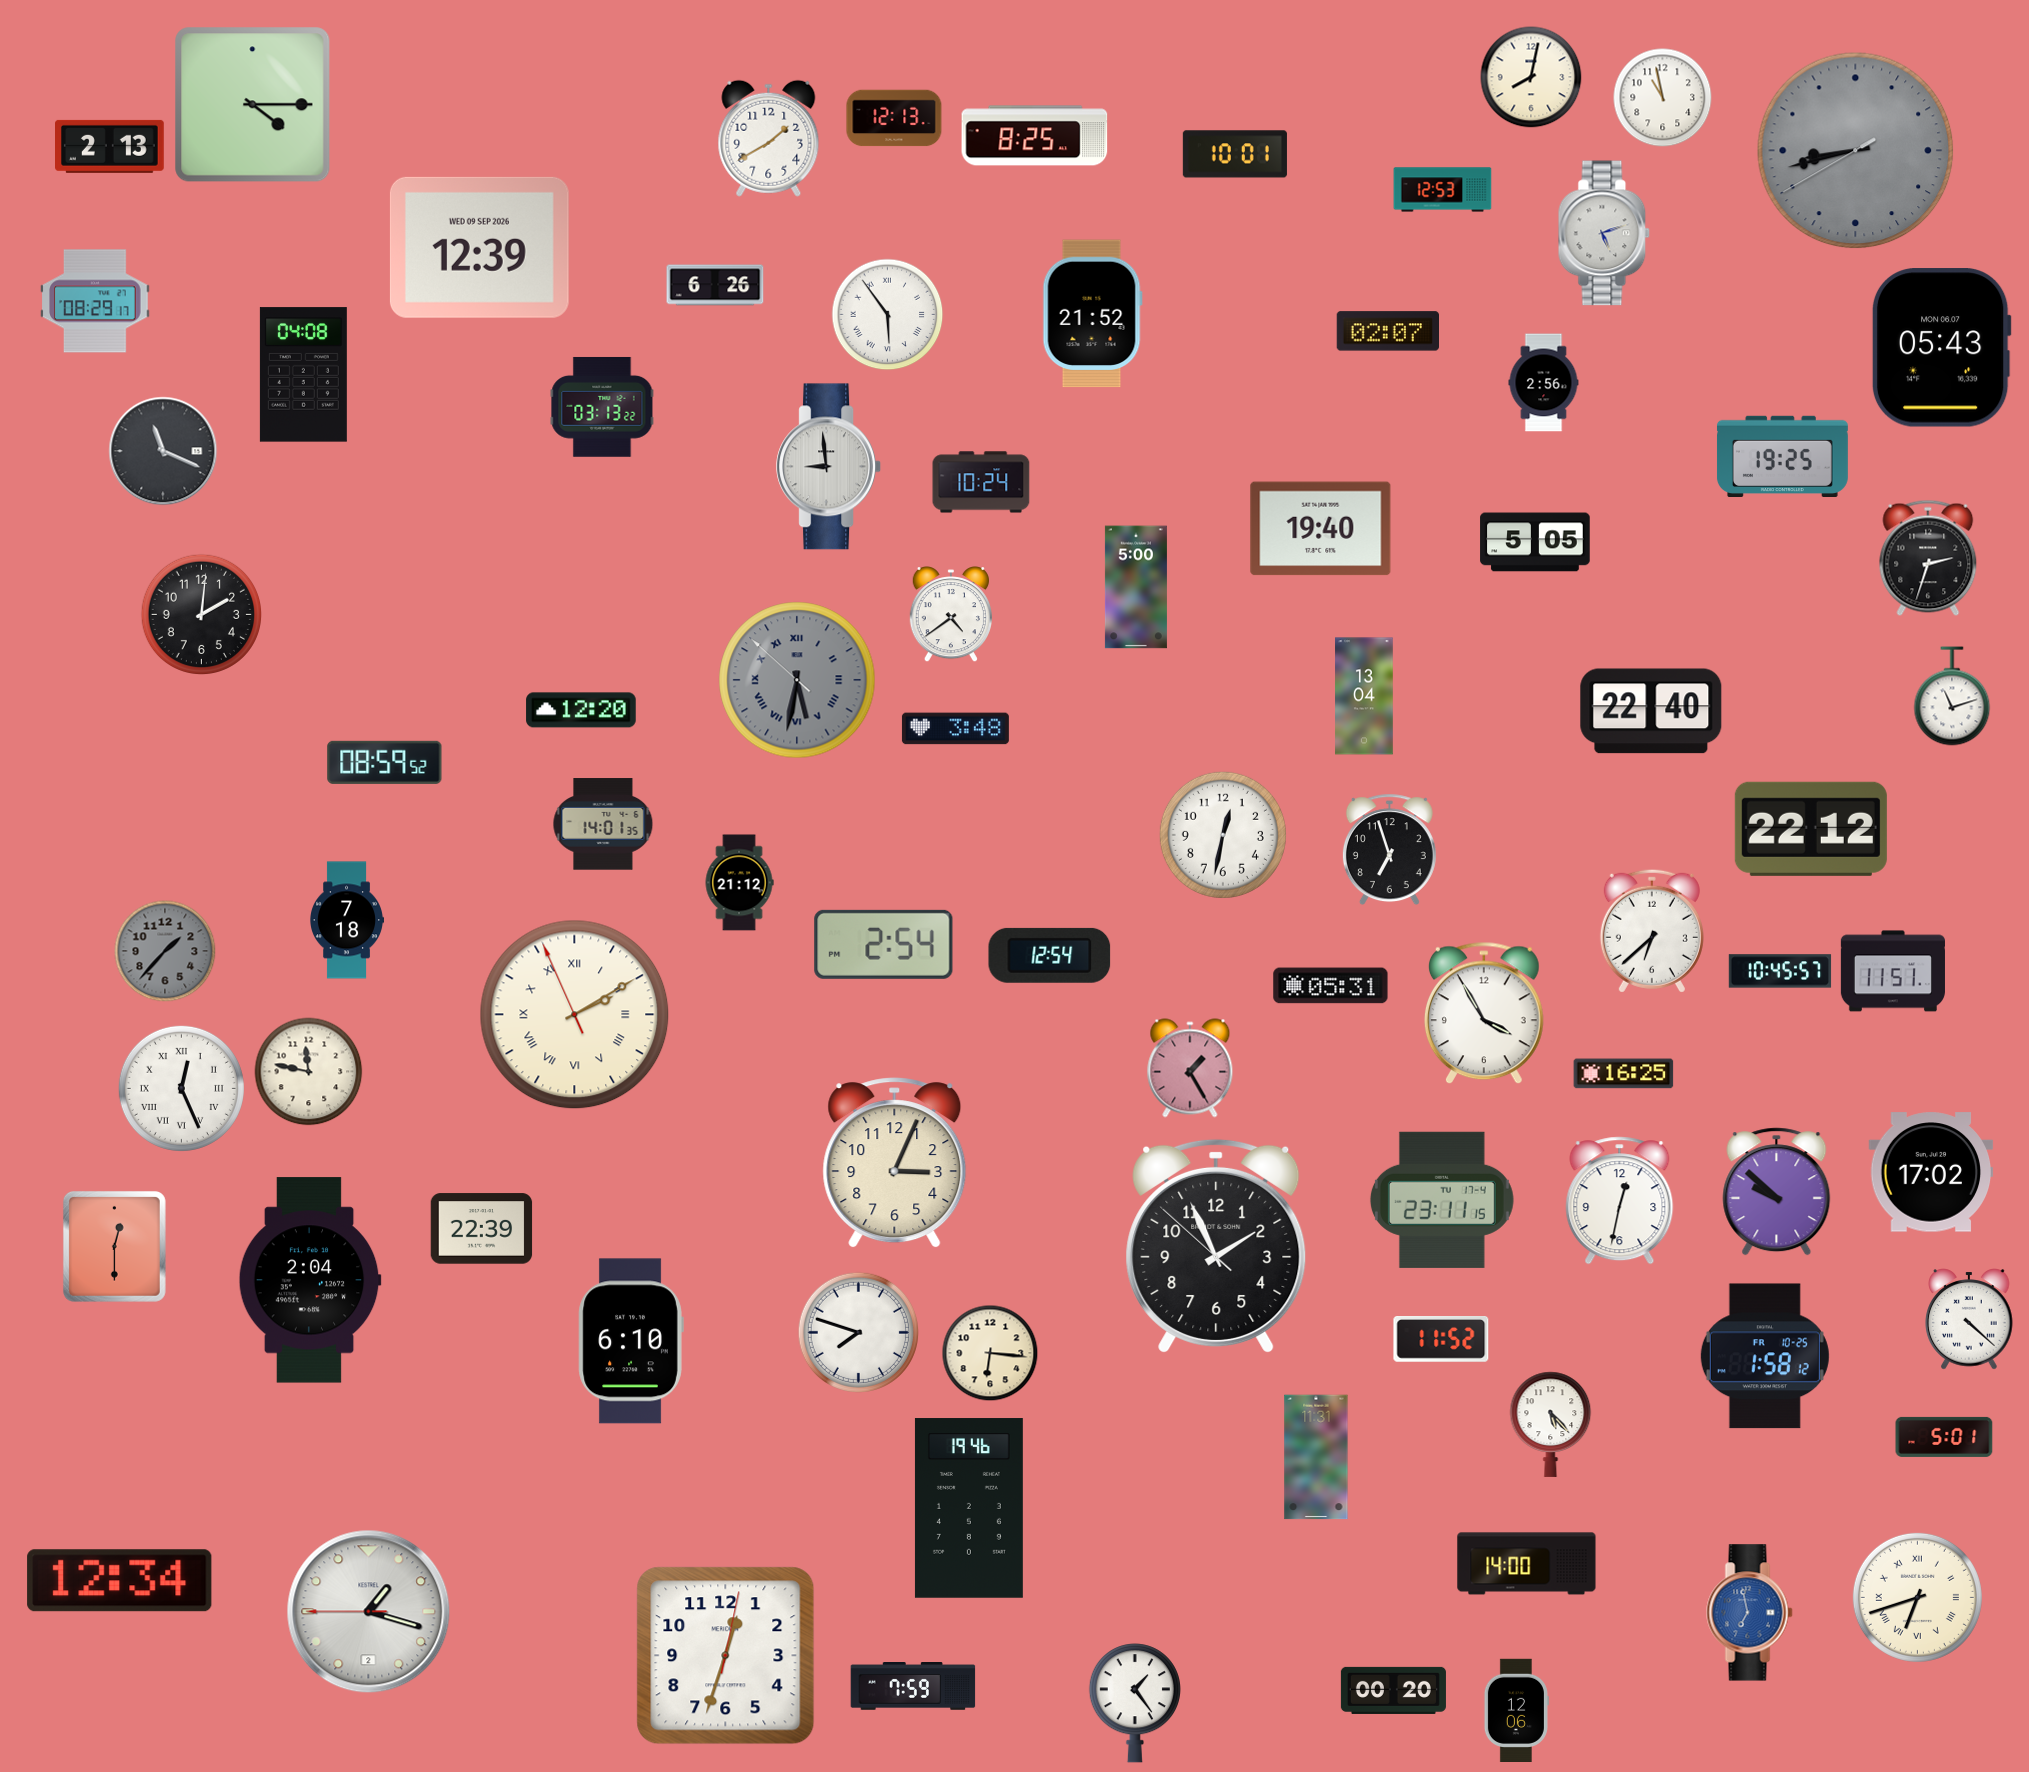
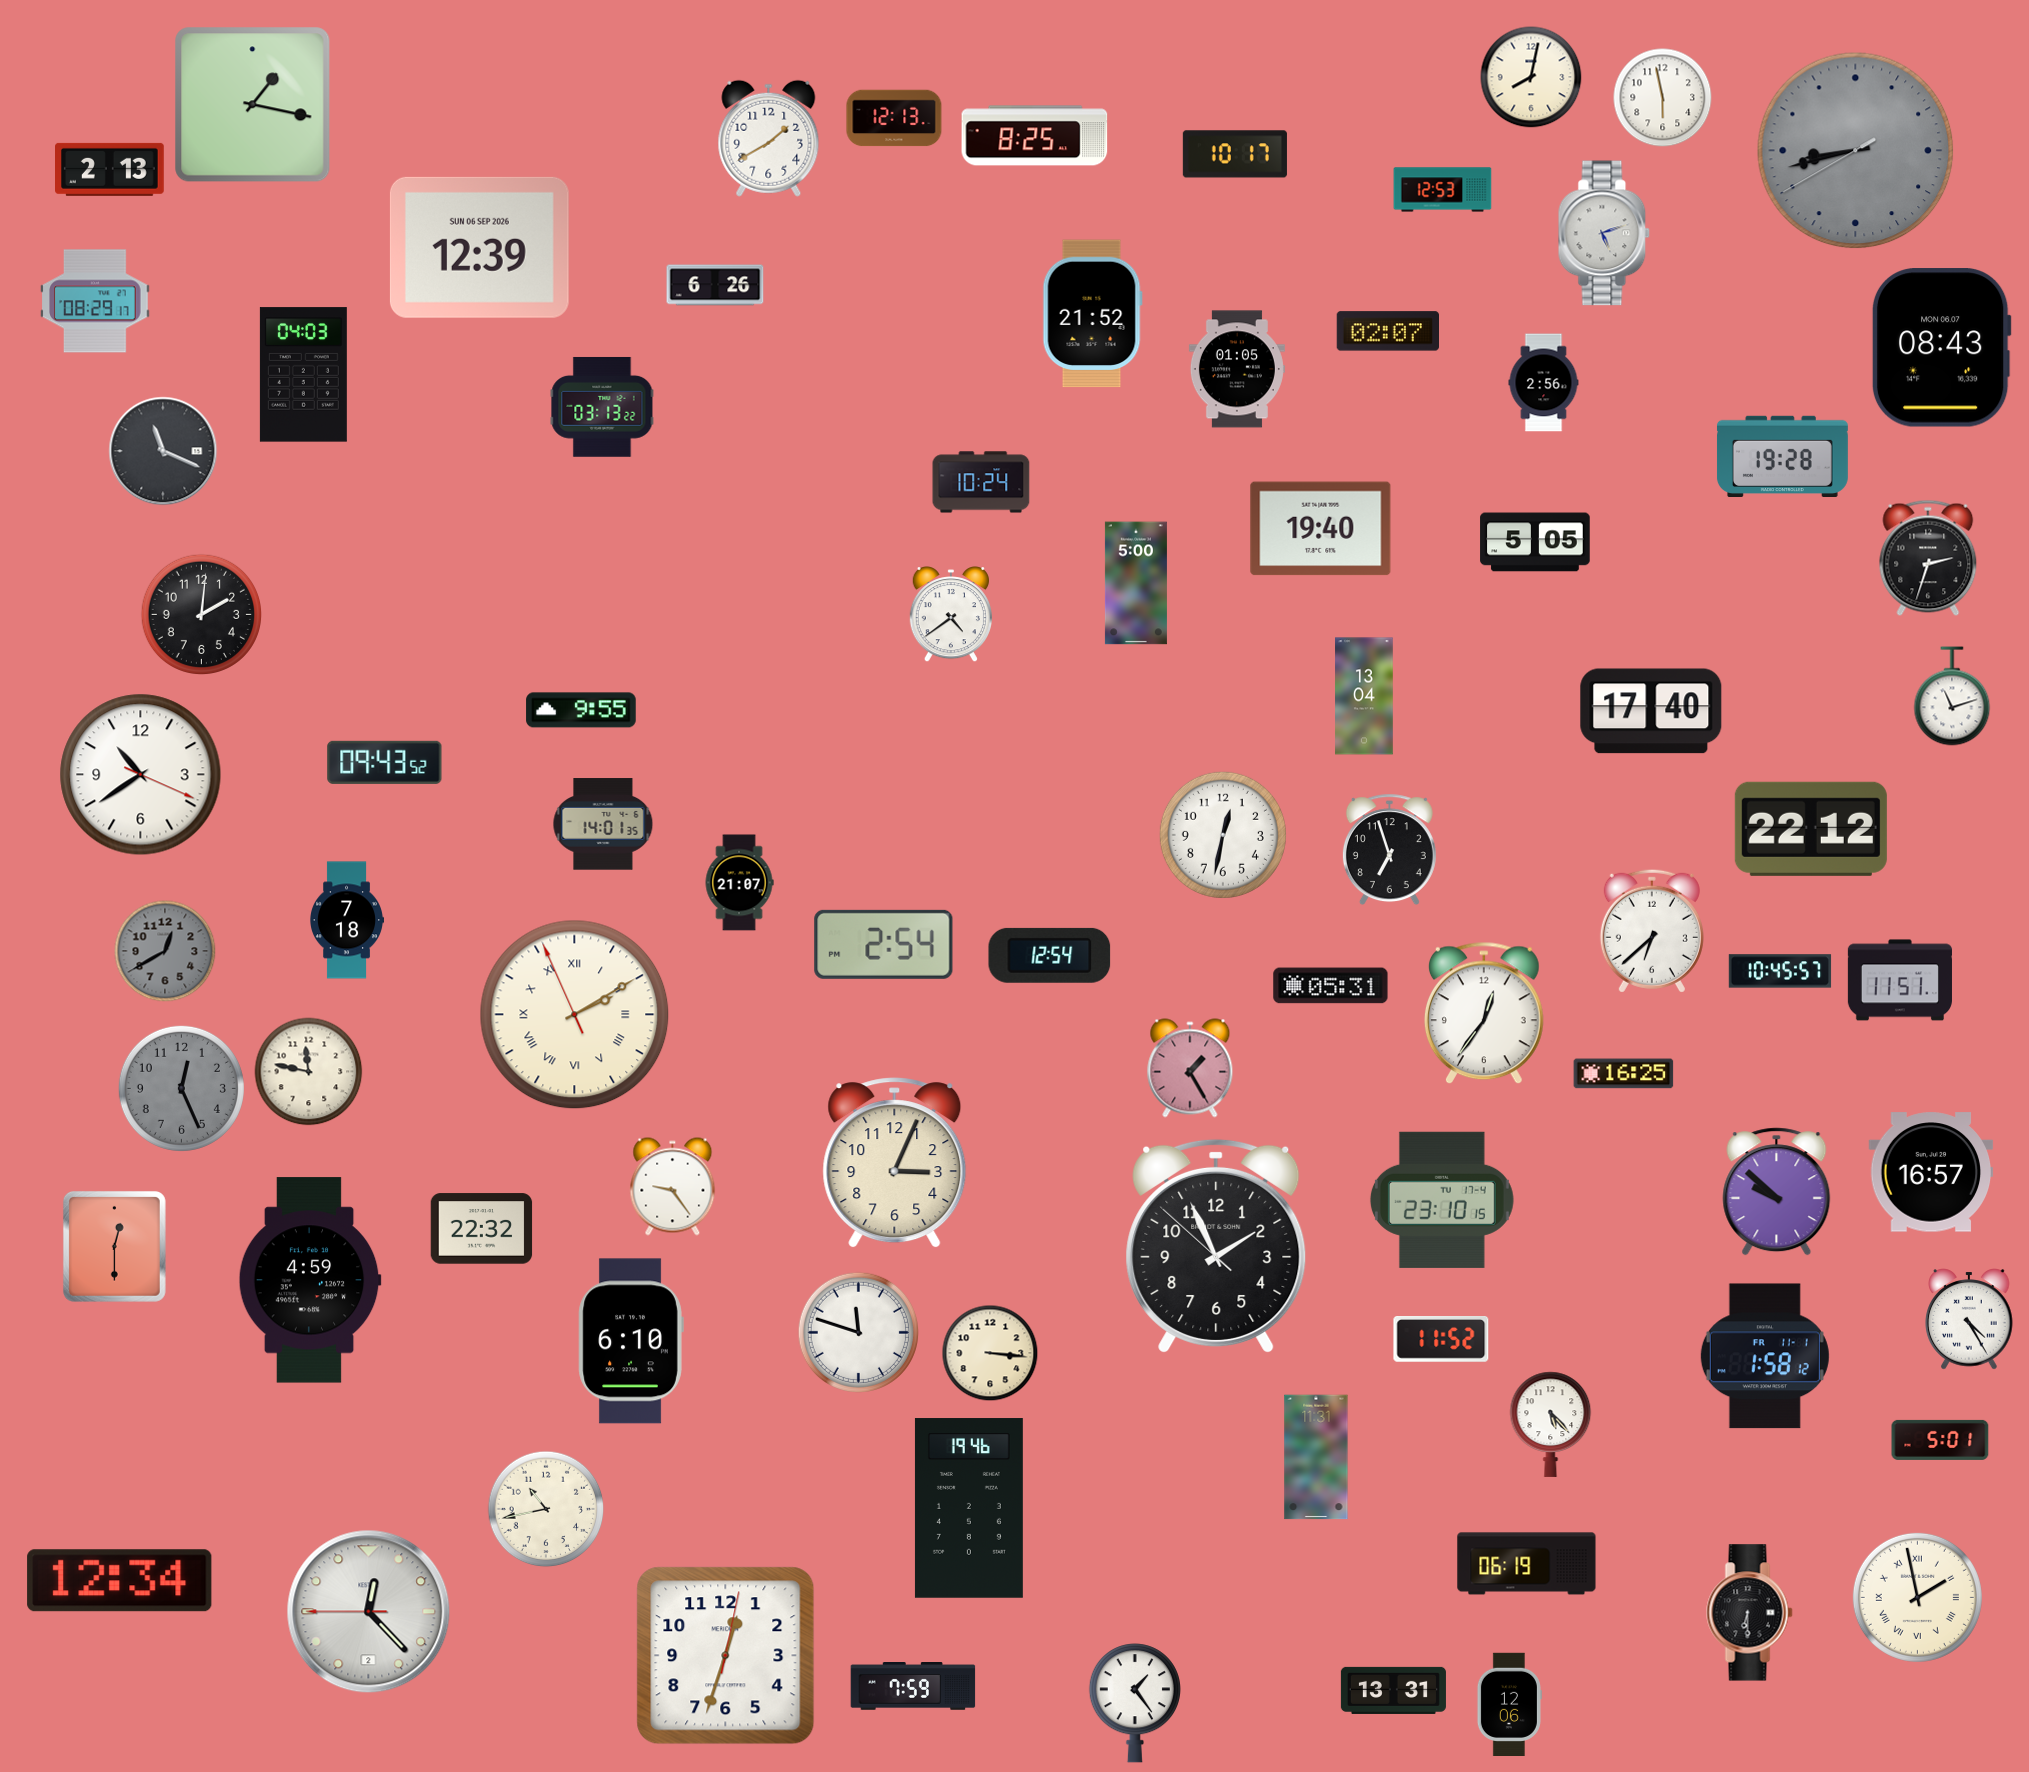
clock at (1663, 98): 10:58 -> 5:58
clock at (253, 105): 4:15 -> 1:17
clock at (110, 146) position: (110, 146) -> (110, 169)
clock at (1235, 154): 10:01 -> 10:17
clock at (479, 247) date: WED 09 SEP 2026 -> SUN 06 SEP 2026
clock at (888, 315): 5:54 -> none
clock at (1941, 348): 05:43 -> 08:43
clock at (1237, 369): none -> 01:05
clock at (303, 375): 04:08 -> 04:03
clock at (1782, 456): 19:25 -> 19:28
clock at (829, 467): 8:59 -> none
clock at (1136, 587) position: (1136, 587) -> (1136, 583)
clock at (797, 680): 5:31 -> none
clock at (581, 710): 12:20 -> 9:55
clock at (1651, 711): 22:40 -> 17:40
clock at (955, 729): 3:48 -> none
clock at (385, 762): 08:59 -> 09:43
clock at (141, 775): none -> 10:39
clock at (739, 883): 21:12 -> 21:07
clock at (165, 951): 1:37 -> 12:40
clock at (1893, 971) position: (1893, 971) -> (1900, 980)
clock at (1484, 1013): 3:55 -> 12:36
clock at (181, 1088) dial: white -> grey
clock at (181, 1088) numerals: Roman -> Arabic
clock at (1931, 1172): 17:02 -> 16:57
clock at (673, 1187): none -> 9:24
clock at (1442, 1200): 23:11 -> 23:10
clock at (1620, 1201): 12:32 -> none
clock at (482, 1229): 22:39 -> 22:32
clock at (310, 1280): 2:04 -> 4:59
clock at (1969, 1319): 4:22 -> 4:25
clock at (858, 1332): 7:48 -> 11:48
clock at (990, 1353): 6:16 -> 3:16
clock at (1765, 1356) date: FR 10-25 -> FR 11-1
clock at (1944, 1437) position: (1944, 1437) -> (1940, 1440)
clock at (546, 1509): none -> 10:43
clock at (1527, 1564): 14:00 -> 06:19
clock at (1917, 1597): 6:42 -> 1:58
clock at (369, 1612): 1:17 -> 12:22
clock at (1750, 1613): 6:58 -> 6:30
clock at (1750, 1613) dial: blue -> black
clock at (1393, 1690): 00:20 -> 13:31
clock at (1516, 1710) position: (1516, 1710) -> (1509, 1704)
